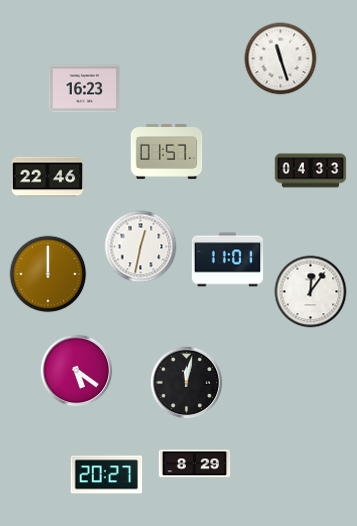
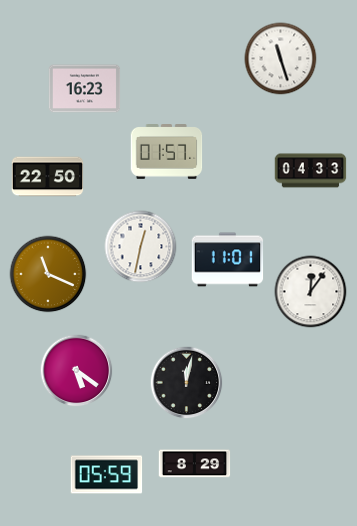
clock at (48, 177): 22:46 -> 22:50
clock at (48, 274): 12:00 -> 11:19
clock at (107, 475): 20:27 -> 05:59
